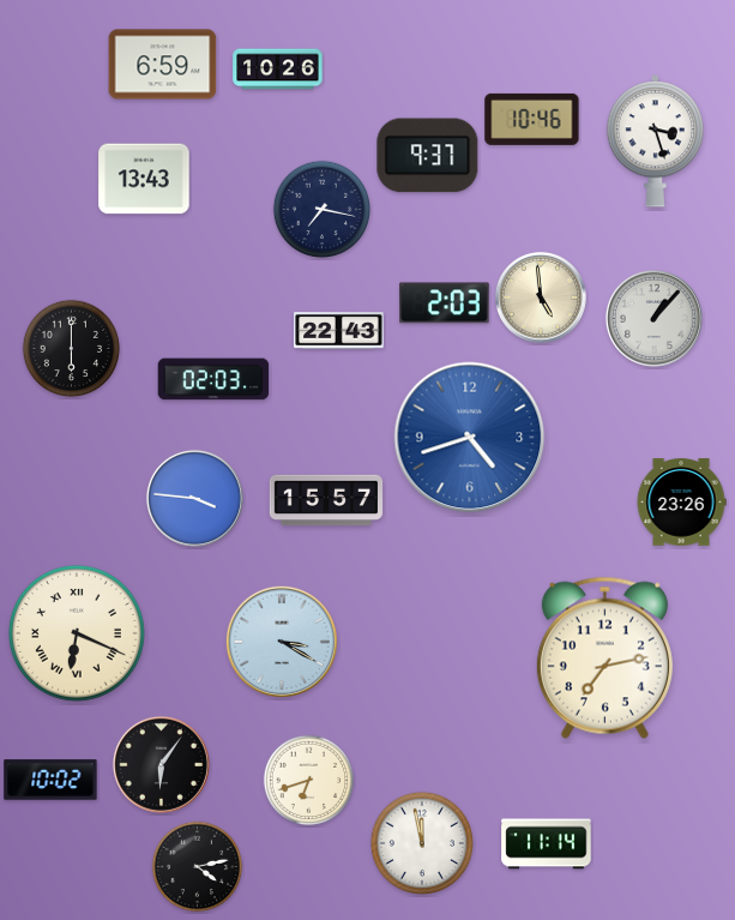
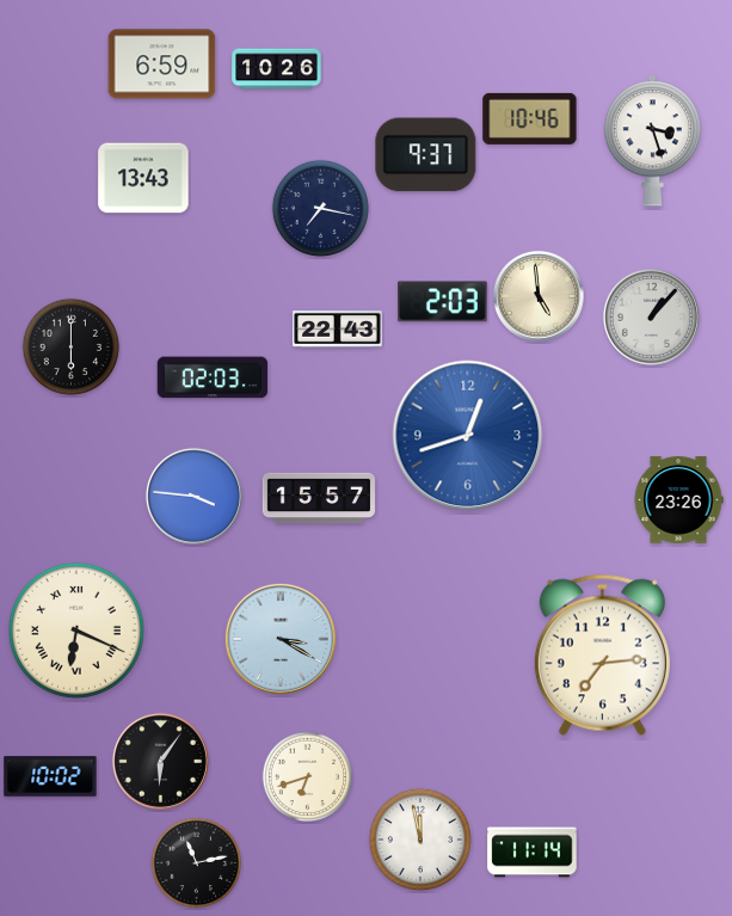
clock at (470, 438): 4:42 -> 12:42
clock at (326, 500) position: (326, 500) -> (319, 498)
clock at (604, 657): 7:13 -> 7:14
clock at (547, 844) position: (547, 844) -> (533, 853)
clock at (198, 867): 4:13 -> 11:13
